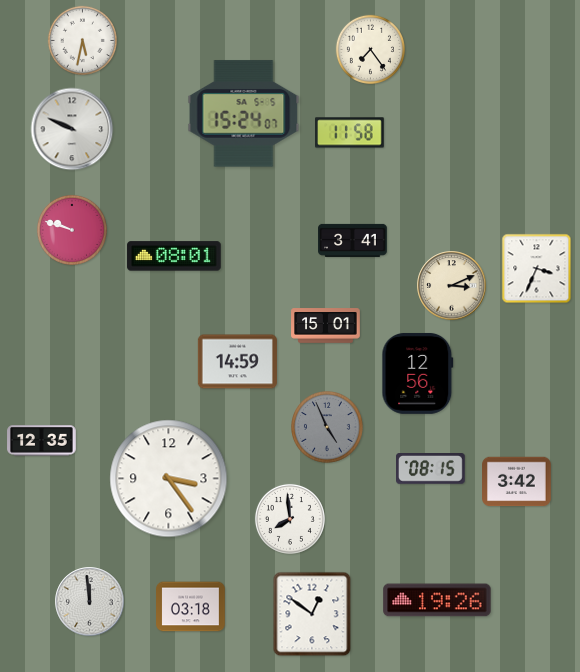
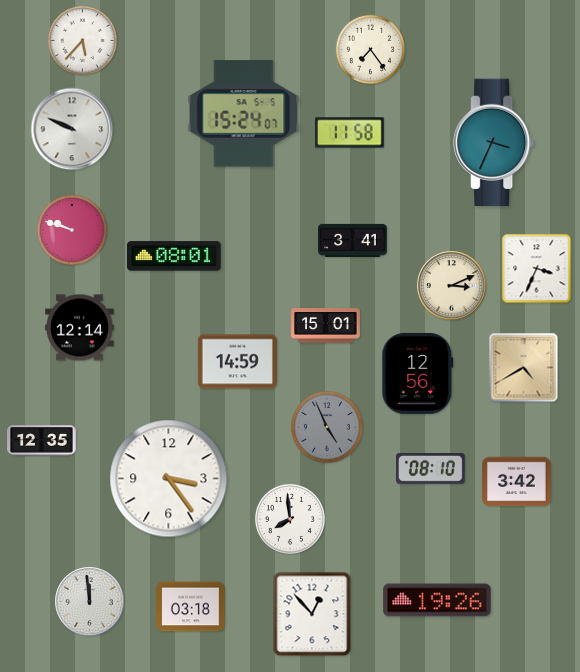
clock at (82, 40): 5:32 -> 5:37
clock at (494, 143): none -> 3:34
clock at (80, 328): none -> 12:14
clock at (524, 368): none -> 4:40
clock at (431, 469): 08:15 -> 08:10
clock at (312, 614): 12:51 -> 12:53
